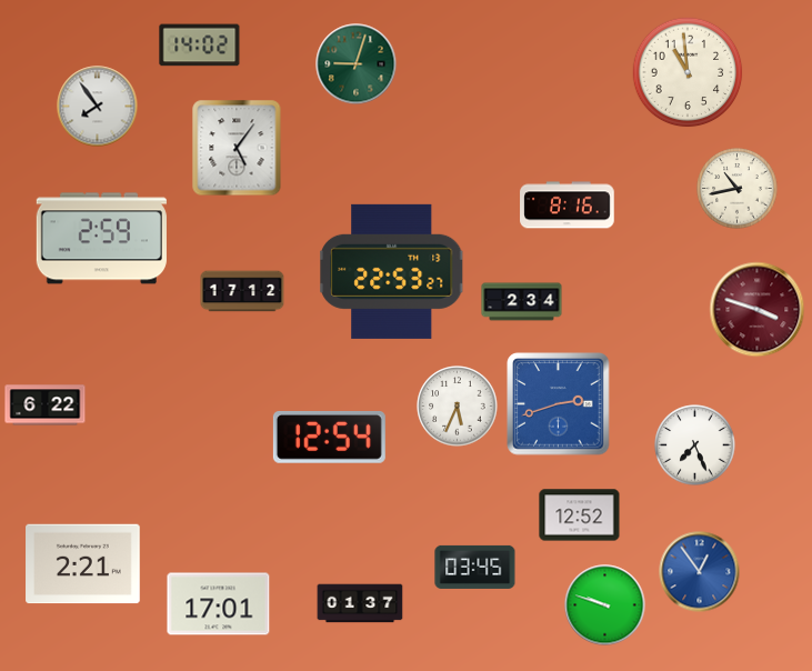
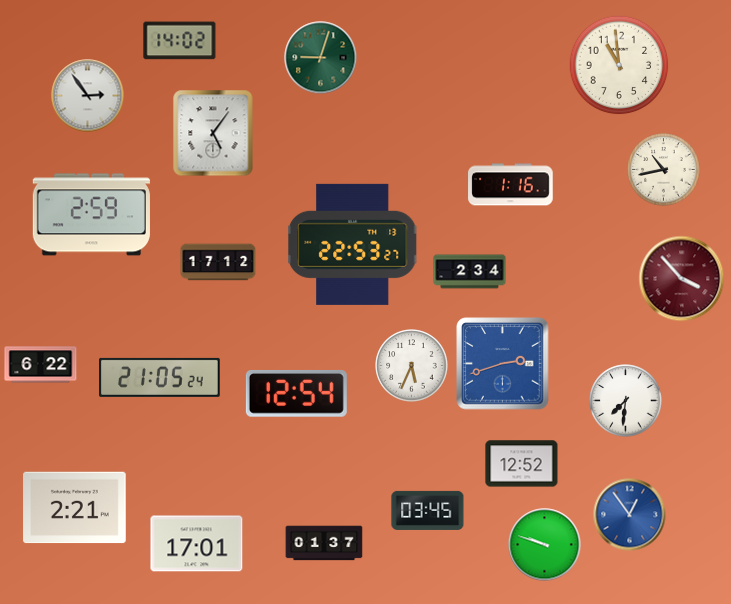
clock at (98, 107): 7:54 -> 2:54
clock at (568, 206): 8:16 -> 1:16
clock at (758, 310): 3:48 -> 3:53
clock at (160, 377): none -> 21:05
clock at (695, 445): 7:26 -> 7:31
